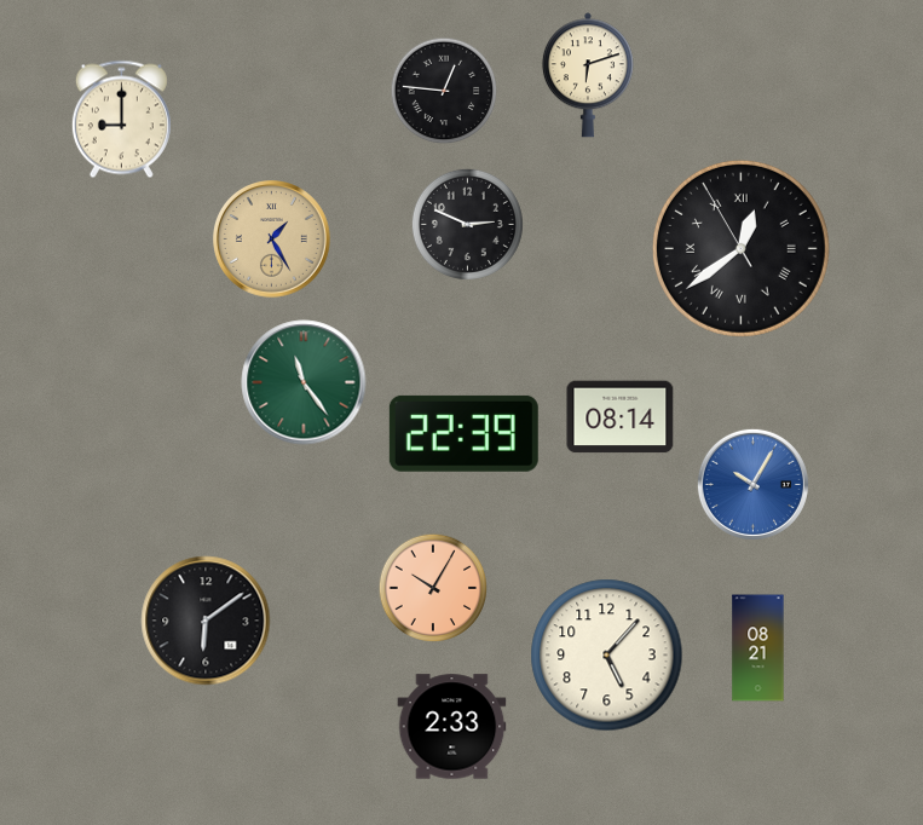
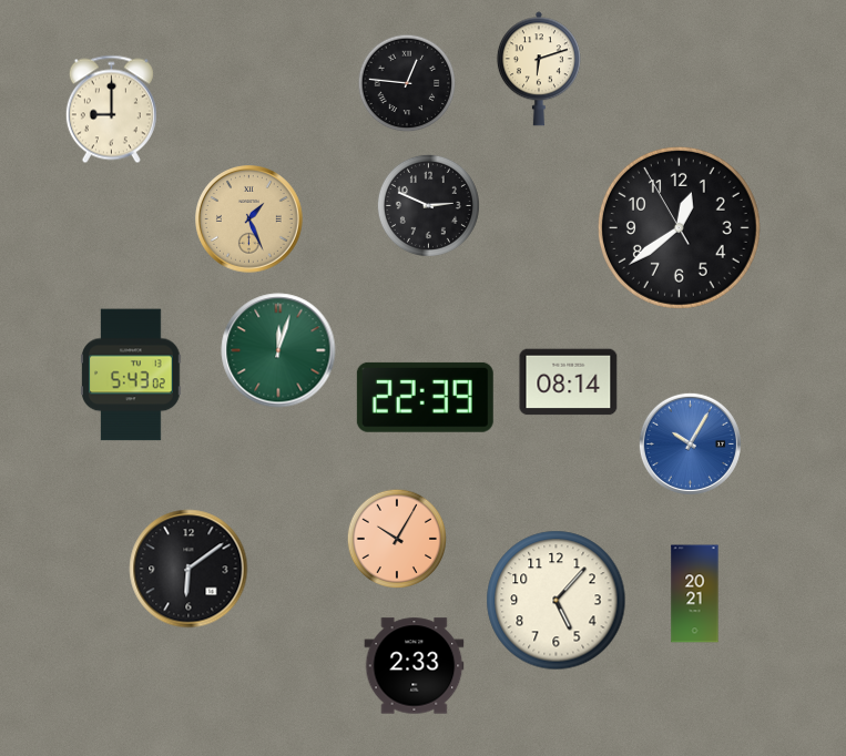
clock at (272, 240): 1:25 -> 1:26
clock at (740, 248) numerals: Roman -> Arabic
clock at (304, 382): 11:24 -> 12:03
clock at (131, 375): none -> 5:43
clock at (758, 648): 08:21 -> 20:21
